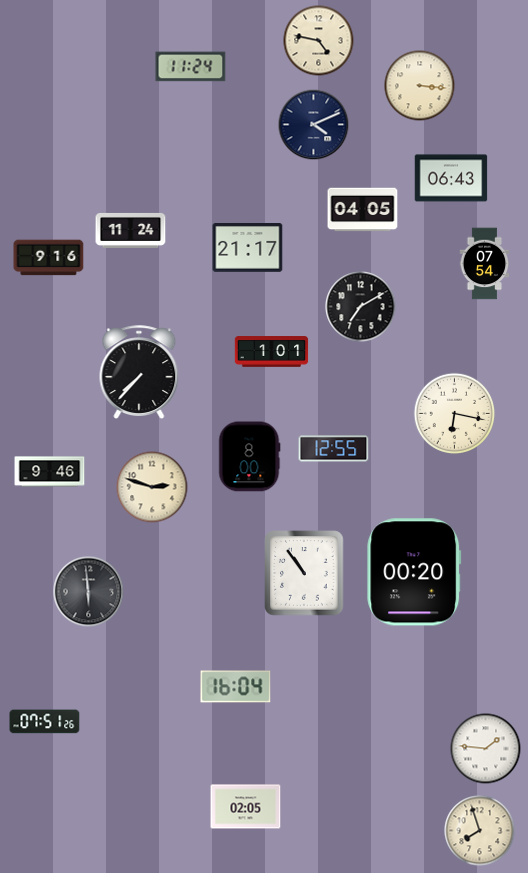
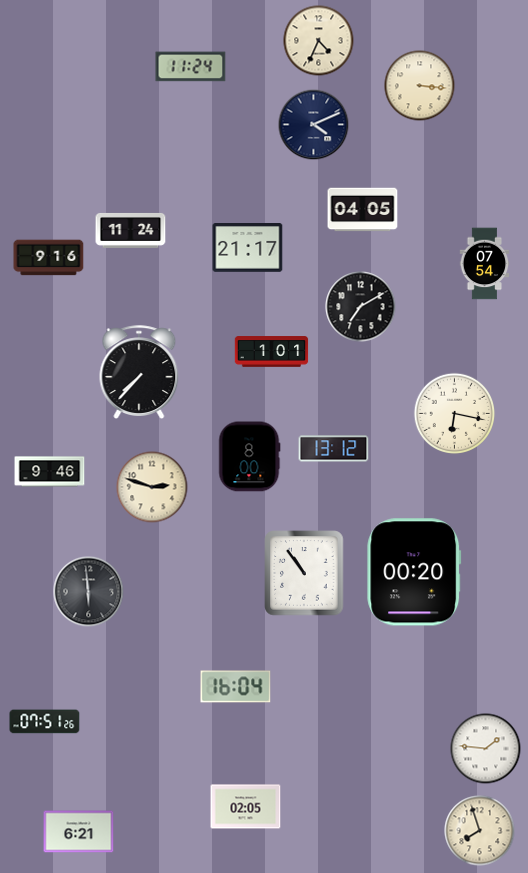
clock at (319, 41): 4:47 -> 4:34
clock at (451, 178): 06:43 -> none
clock at (334, 449): 12:55 -> 13:12
clock at (79, 832): none -> 6:21
